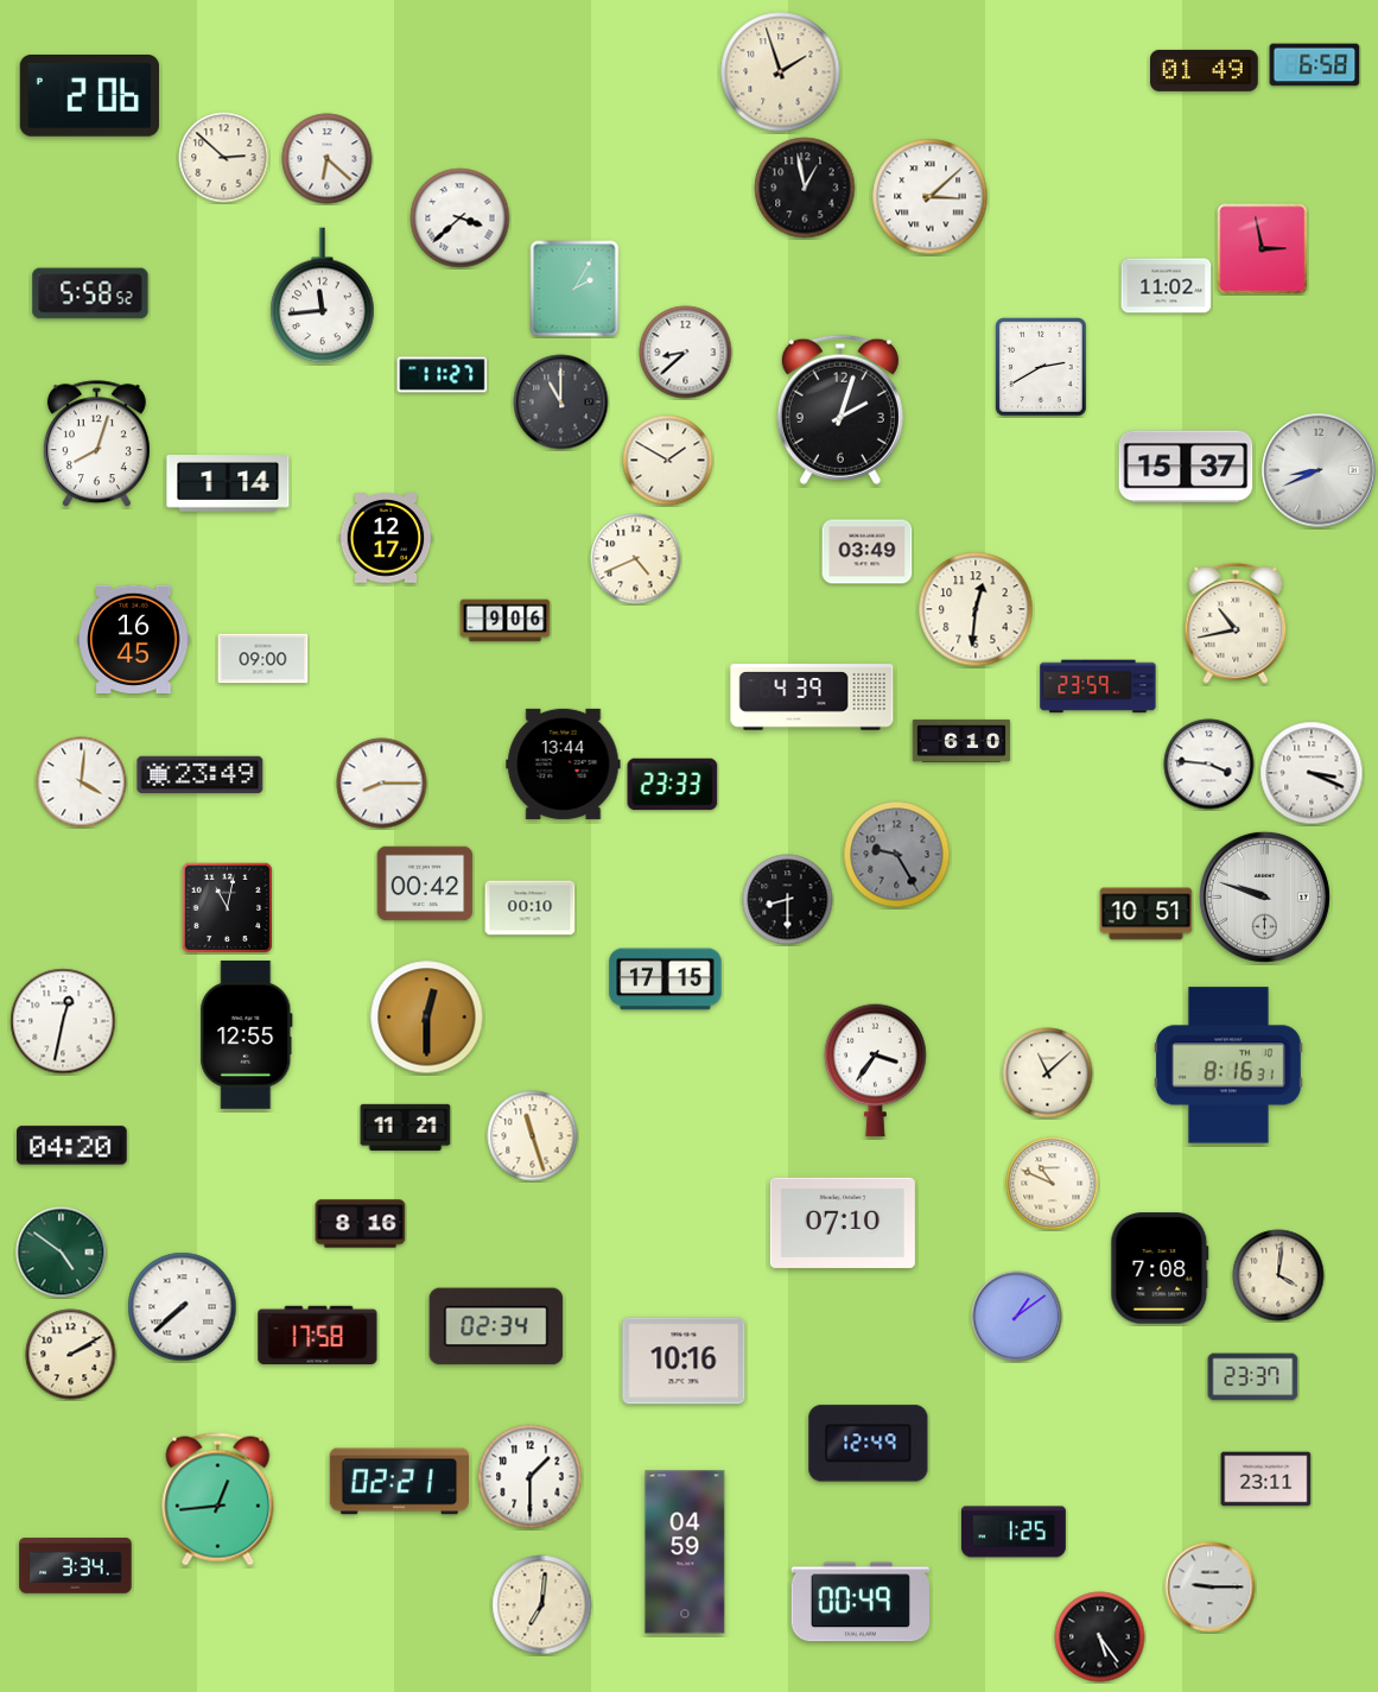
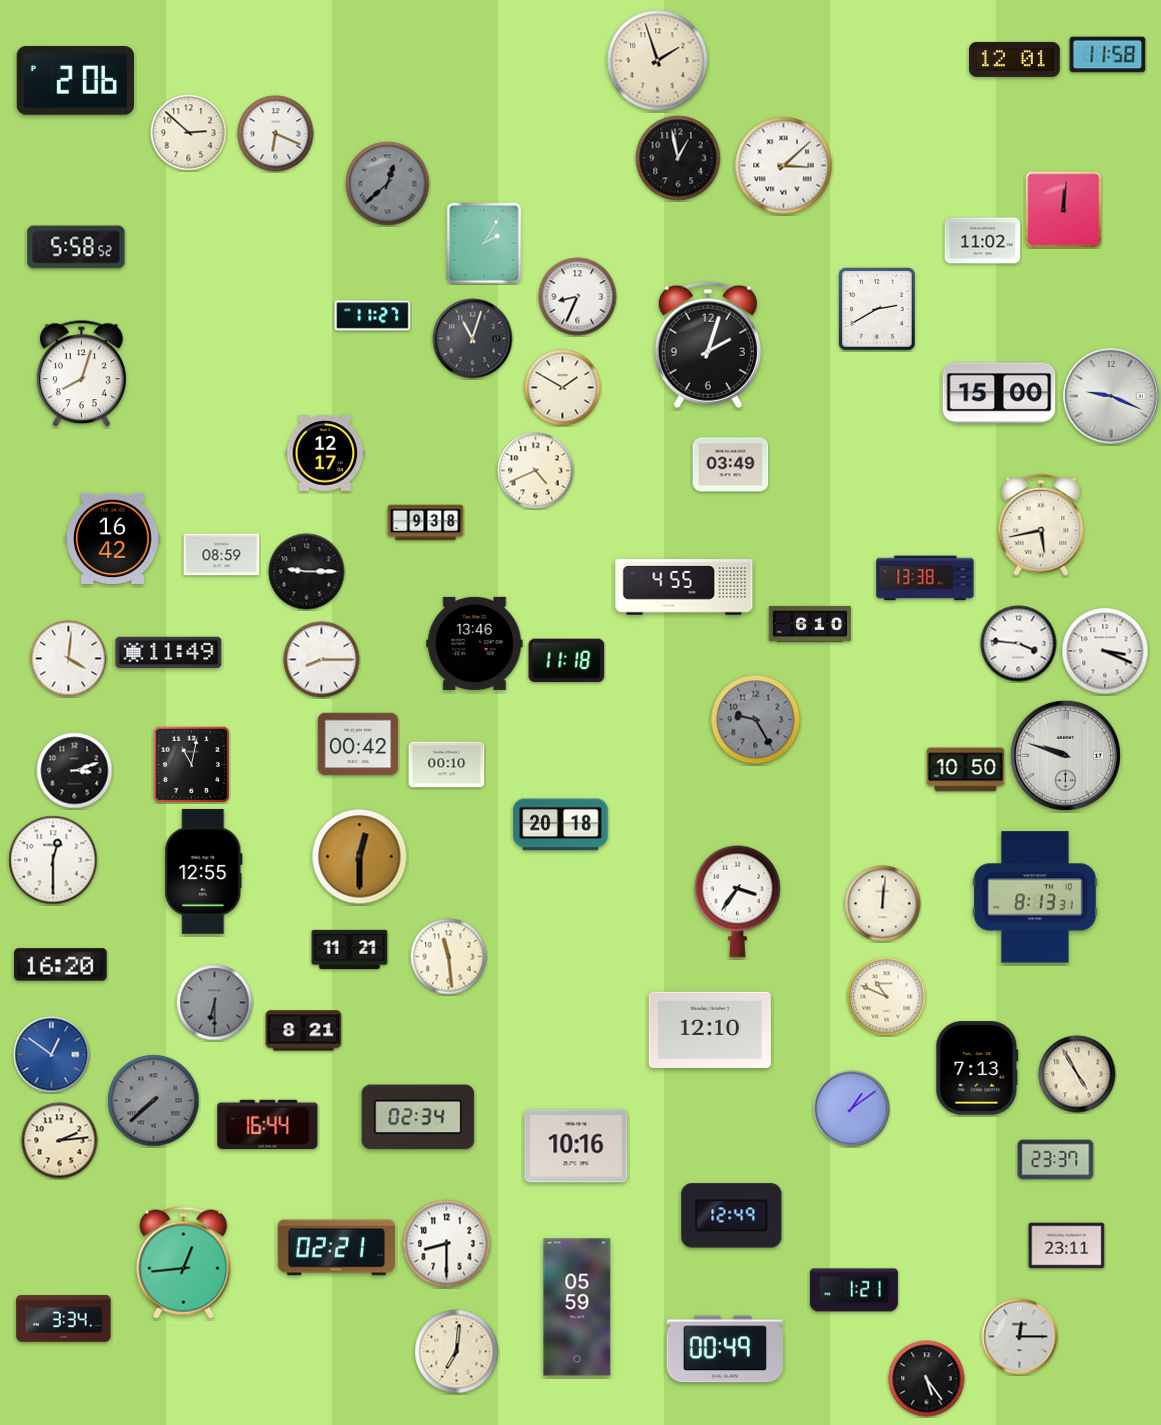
clock at (1315, 65): 6:58 -> 11:58
clock at (1205, 70): 01:49 -> 12:01
clock at (328, 159): 6:22 -> 6:19
clock at (461, 218): 3:38 -> 12:38
clock at (461, 218) dial: white -> grey
clock at (1263, 249): 2:58 -> 12:01
clock at (323, 296): 11:44 -> none
clock at (686, 353): 8:38 -> 8:34
clock at (561, 403): 11:00 -> 11:03
clock at (1186, 467): 15:37 -> 15:00
clock at (1319, 470): 8:41 -> 9:19
clock at (228, 484): 1:14 -> none
clock at (976, 609): 12:31 -> none
clock at (506, 621): 9:06 -> 9:38
clock at (1236, 623): 10:43 -> 5:43
clock at (134, 639): 16:45 -> 16:42
clock at (263, 659): 09:00 -> 08:59
clock at (307, 572): none -> 9:15
clock at (1098, 686): 23:59 -> 13:38
clock at (812, 697): 4:39 -> 4:55
clock at (564, 763): 13:44 -> 13:46
clock at (201, 774): 23:49 -> 11:49
clock at (673, 785): 23:33 -> 11:18
clock at (788, 900): 8:30 -> none
clock at (1147, 914): 10:51 -> 10:50
clock at (75, 771): none -> 3:12
clock at (666, 980): 17:15 -> 20:18
clock at (63, 1021): 12:32 -> 12:30
clock at (247, 1034) position: (247, 1034) -> (204, 871)
clock at (1230, 1065): 8:16 -> 8:13
clock at (1048, 1073): 11:08 -> 12:01
clock at (406, 1127) position: (406, 1127) -> (350, 949)
clock at (533, 1136): 11:27 -> 11:29
clock at (72, 1146): 04:20 -> 16:20
clock at (215, 1003): none -> 6:30
clock at (843, 1223): 07:10 -> 12:10
clock at (361, 1224): 8:16 -> 8:21
clock at (62, 1253): 4:51 -> 12:51
clock at (62, 1253) dial: green -> blue
clock at (1160, 1268): 7:08 -> 7:13
clock at (1278, 1275): 4:01 -> 4:55
clock at (183, 1307) dial: white -> grey
clock at (1017, 1317) position: (1017, 1317) -> (852, 1109)
clock at (318, 1335): 17:58 -> 16:44
clock at (71, 1355): 2:10 -> 2:14
clock at (531, 1477): 1:30 -> 8:30
clock at (1014, 1532): 1:25 -> 1:21
clock at (685, 1552): 04:59 -> 05:59
clock at (1211, 1588): 9:15 -> 12:15
